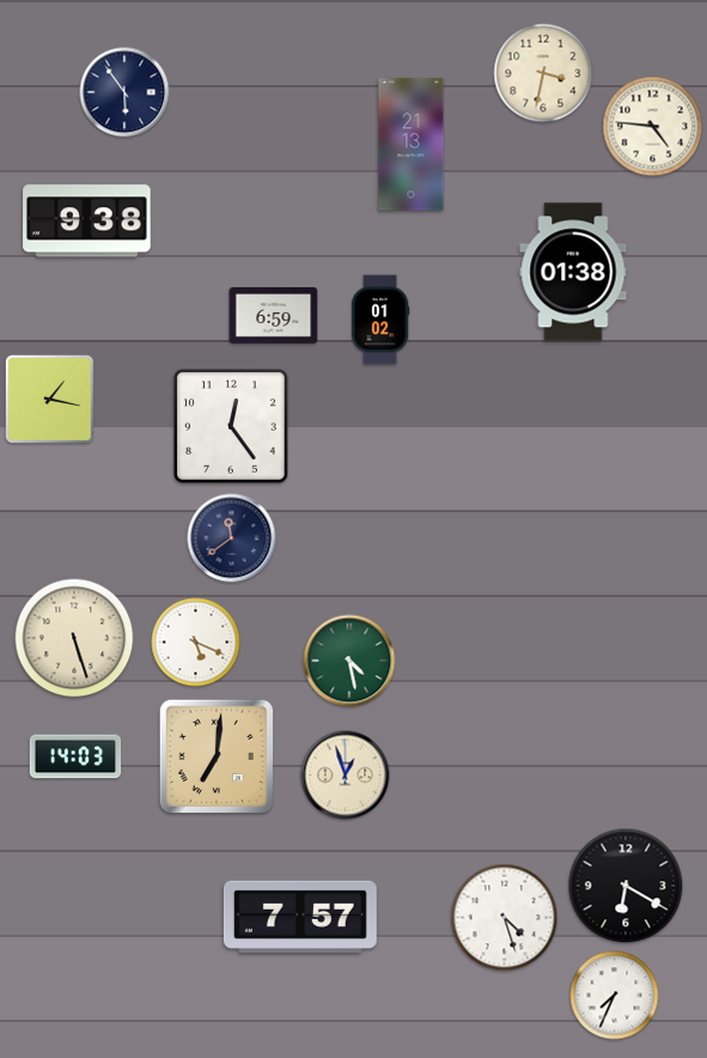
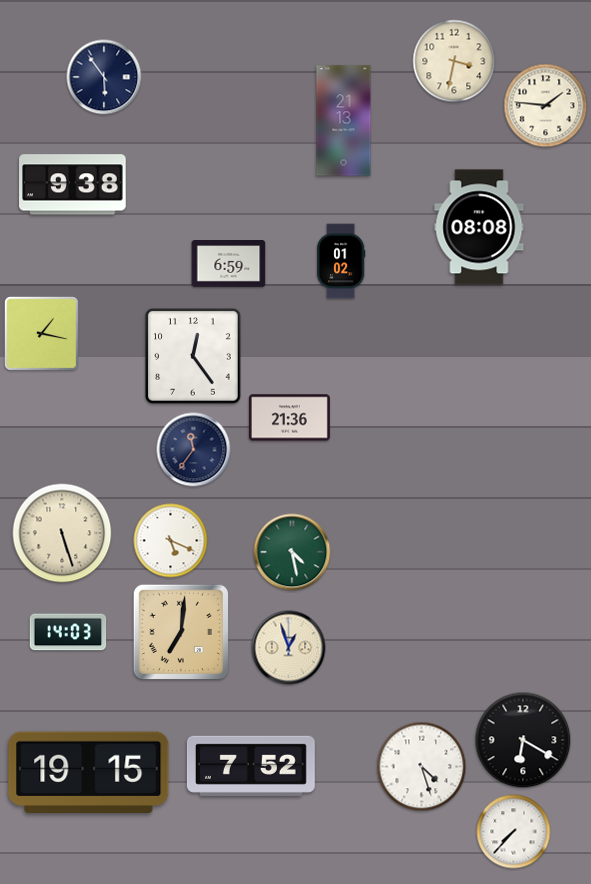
clock at (653, 127): 4:46 -> 1:46
clock at (573, 272): 01:38 -> 08:08
clock at (380, 320) position: (380, 320) -> (341, 261)
clock at (289, 418): none -> 21:36
clock at (232, 539): 11:39 -> 11:36
clock at (196, 643) position: (196, 643) -> (171, 541)
clock at (75, 756) position: (75, 756) -> (68, 632)
clock at (300, 917): 7:57 -> 7:52
clock at (89, 772): none -> 19:15
clock at (615, 996): 7:34 -> 7:37
